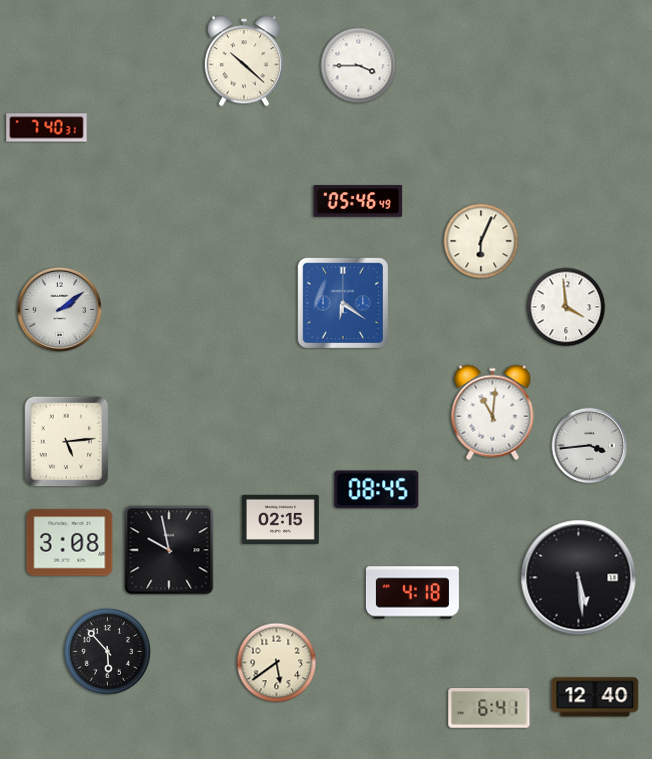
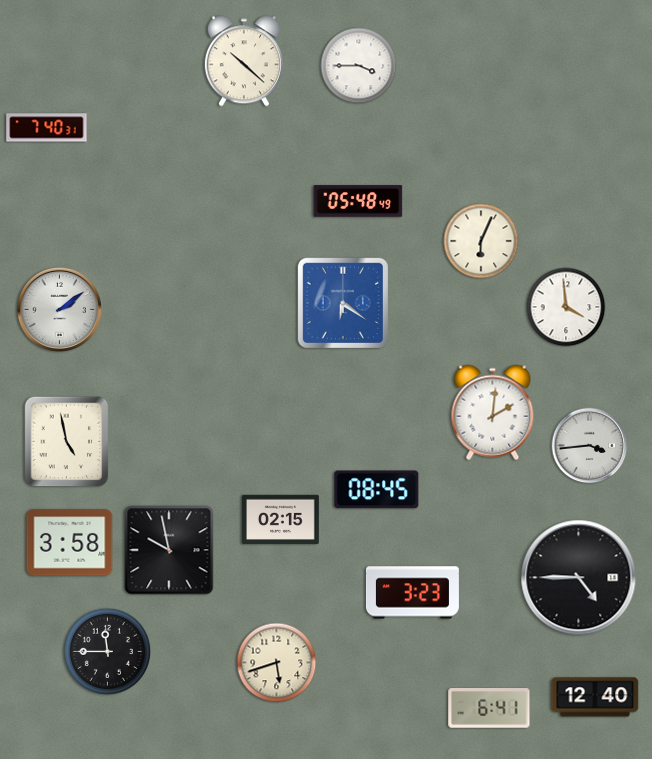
clock at (358, 201): 05:46 -> 05:48
clock at (493, 413): 11:01 -> 2:01
clock at (67, 442): 5:14 -> 4:58
clock at (70, 543): 3:08 -> 3:58
clock at (579, 578): 5:29 -> 4:45
clock at (412, 593): 4:18 -> 3:23
clock at (107, 651): 5:53 -> 11:45
clock at (277, 663): 5:39 -> 5:42
